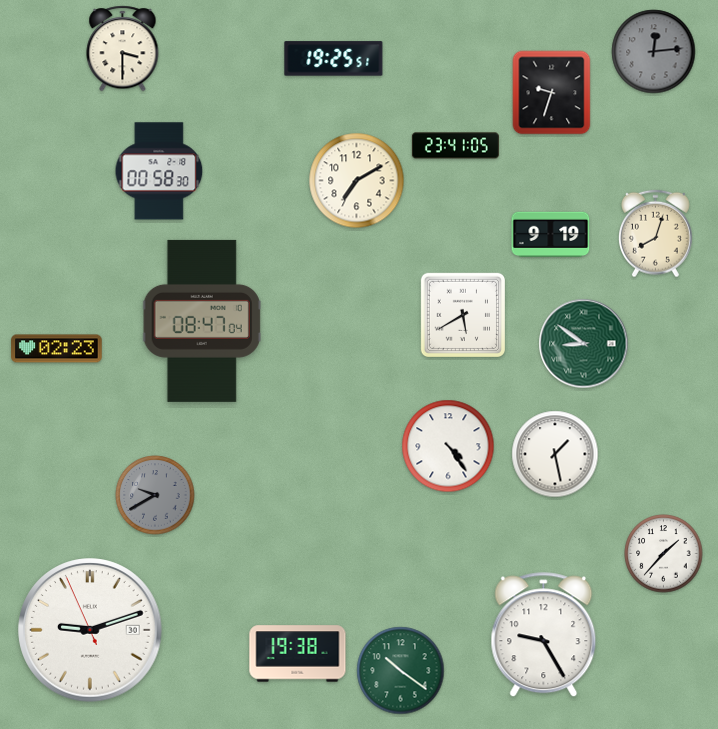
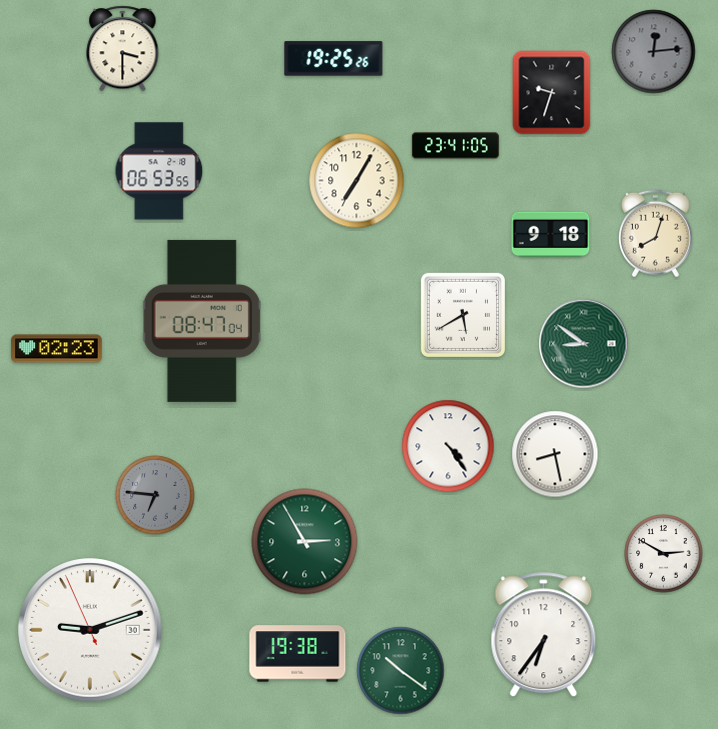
clock at (334, 59): 19:25:51 -> 19:25:26
clock at (159, 171): 00:58 -> 06:53
clock at (357, 181): 7:10 -> 7:05
clock at (551, 235): 9:19 -> 9:18
clock at (555, 454): 1:28 -> 8:28
clock at (155, 495): 9:40 -> 6:46
clock at (305, 542): none -> 2:55
clock at (664, 554): 1:37 -> 2:50
clock at (544, 635): 9:25 -> 6:36
